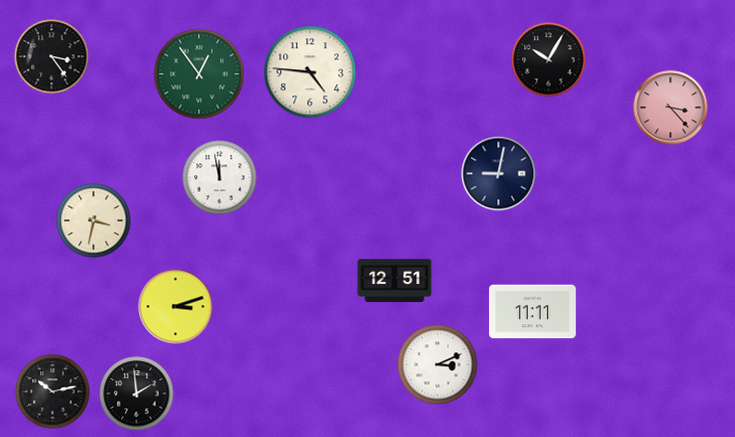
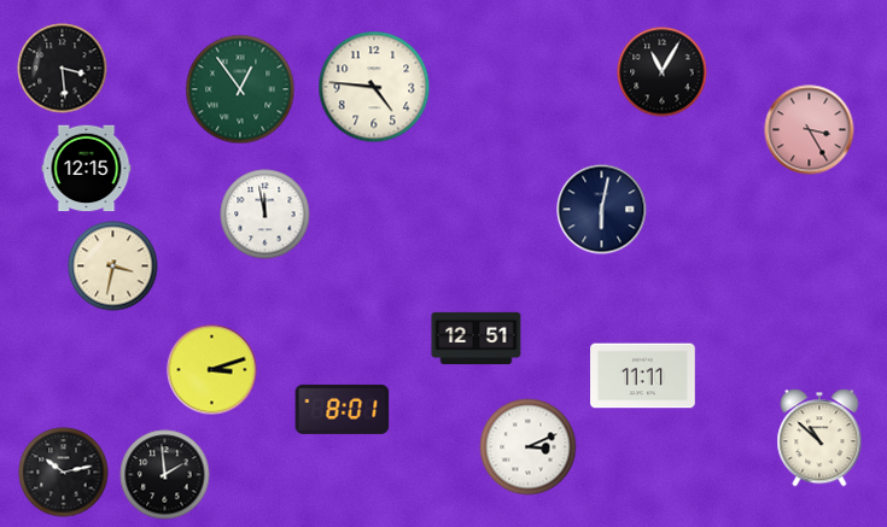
clock at (52, 57): 3:24 -> 3:29
clock at (549, 60): 10:05 -> 11:05
clock at (671, 108): 3:23 -> 3:25
clock at (87, 169): none -> 12:15
clock at (499, 174): 9:02 -> 6:02
clock at (343, 409): none -> 8:01
clock at (819, 438): none -> 10:52
clock at (438, 365) position: (438, 365) -> (529, 447)
